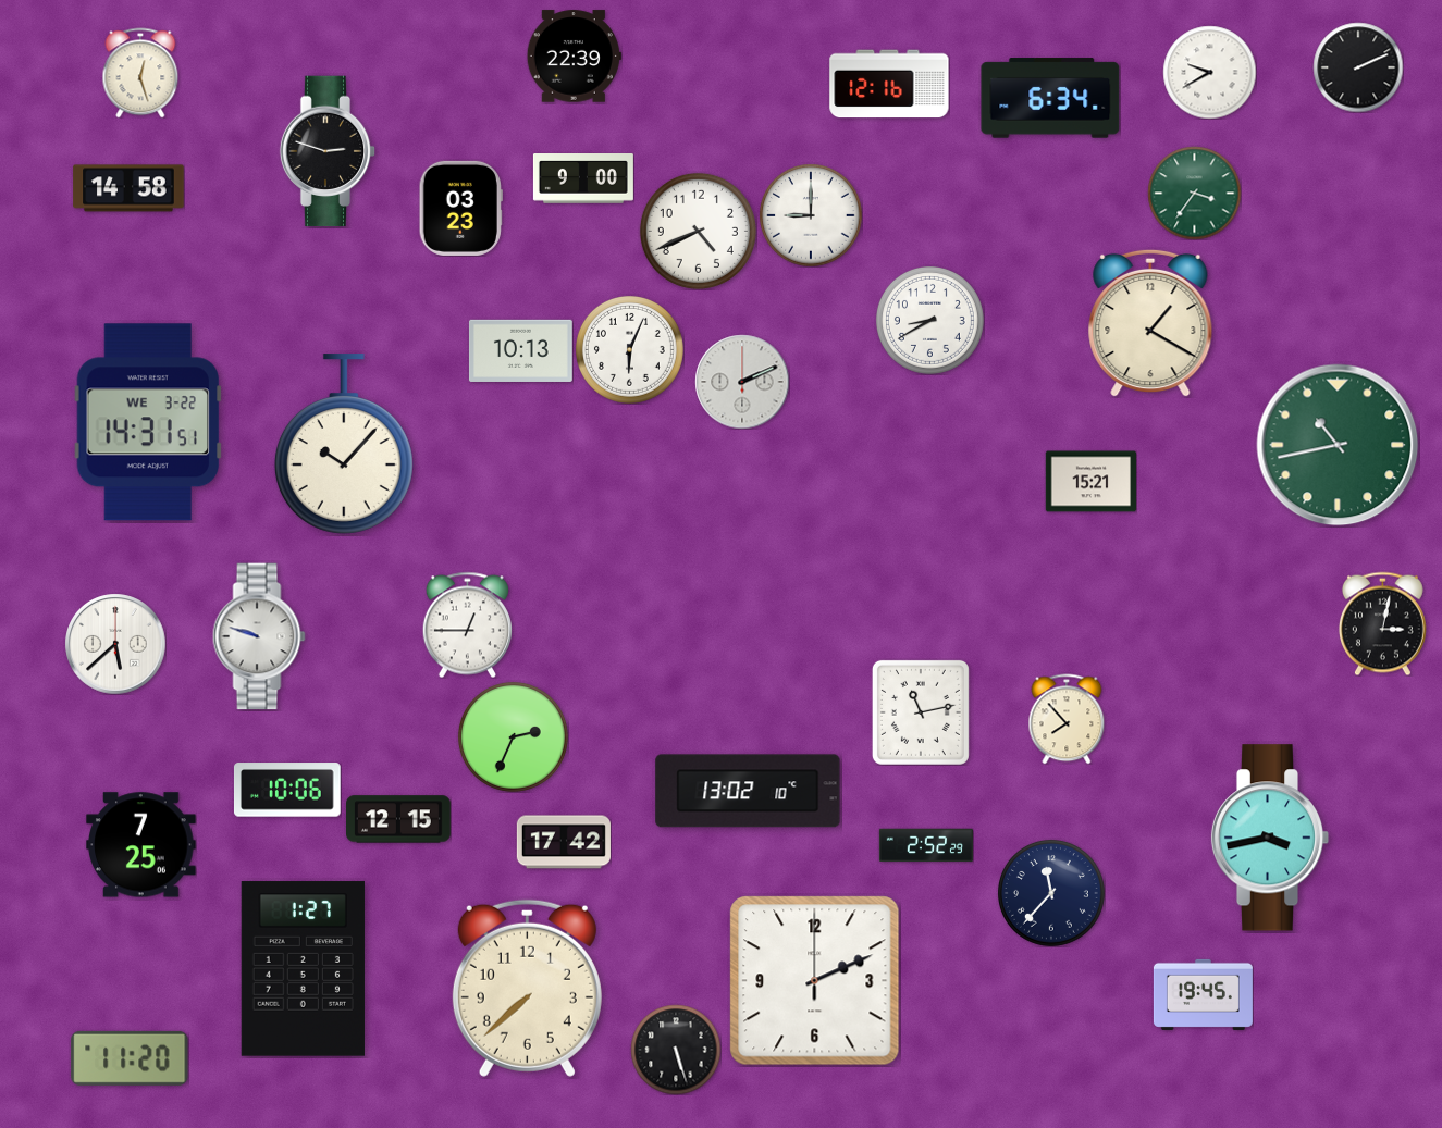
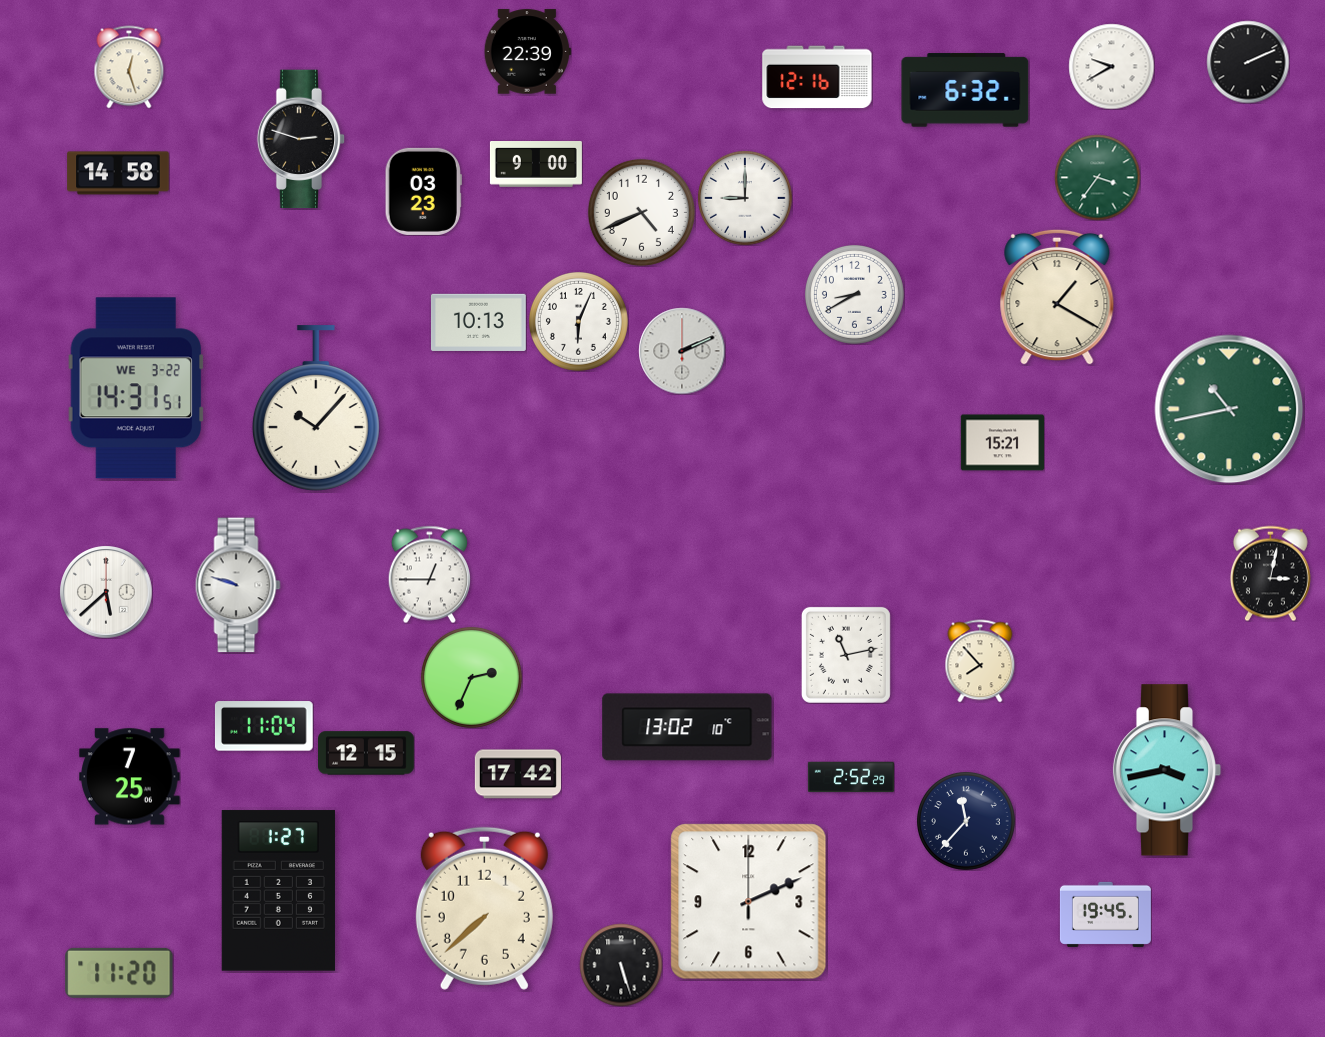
clock at (1050, 98): 6:34 -> 6:32
clock at (287, 790): 10:06 -> 11:04
